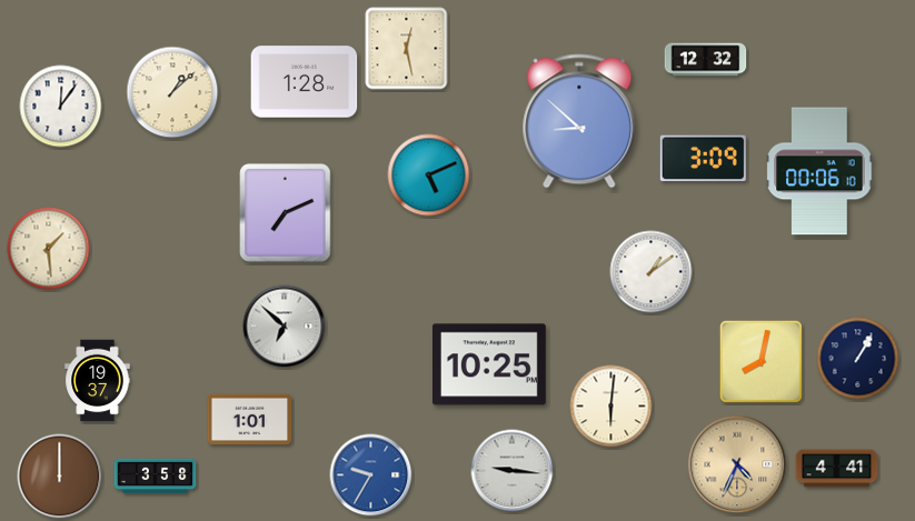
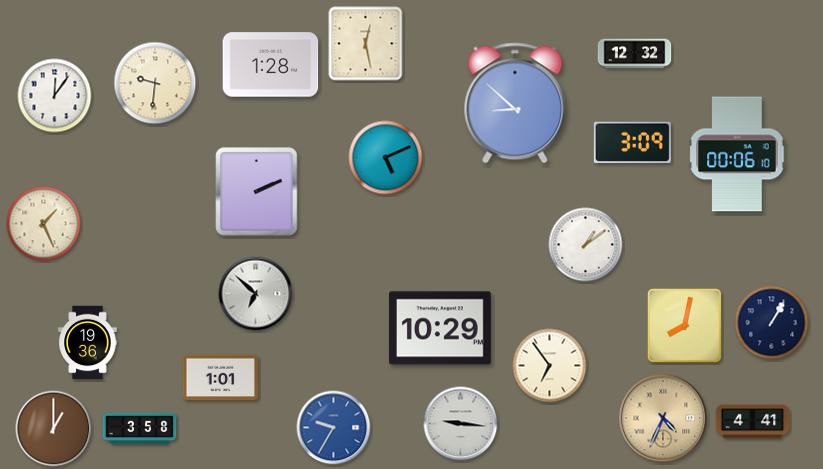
clock at (305, 82) position: (305, 82) -> (271, 65)
clock at (172, 92): 1:08 -> 9:31
clock at (579, 121) position: (579, 121) -> (515, 103)
clock at (286, 213): 7:11 -> 2:11
clock at (49, 249): 1:29 -> 1:26
clock at (489, 364): 10:25 -> 10:29
clock at (98, 381): 19:37 -> 19:36
clock at (611, 407): 6:01 -> 6:54
clock at (250, 420) position: (250, 420) -> (221, 378)
clock at (60, 477): 12:00 -> 1:00
